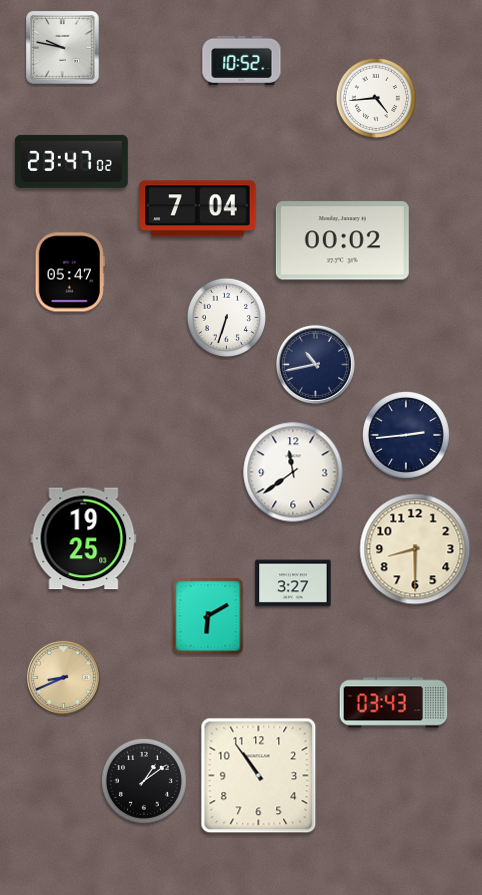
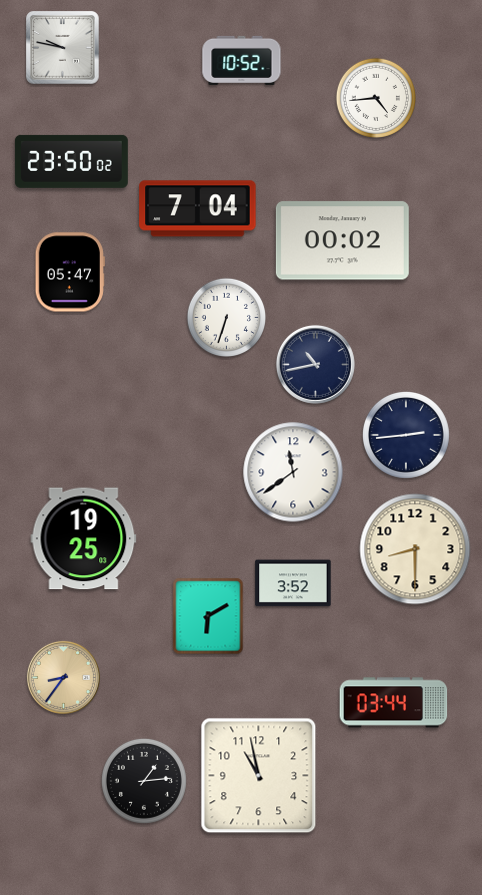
clock at (71, 161): 23:47 -> 23:50
clock at (293, 583): 3:27 -> 3:52
clock at (63, 677): 8:41 -> 8:36
clock at (394, 703): 03:43 -> 03:44
clock at (259, 776): 10:54 -> 10:58
clock at (144, 781): 1:09 -> 1:14
